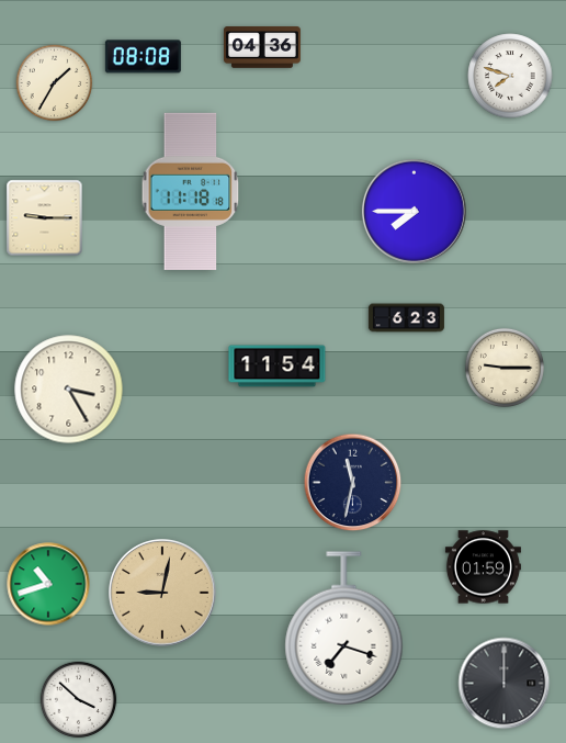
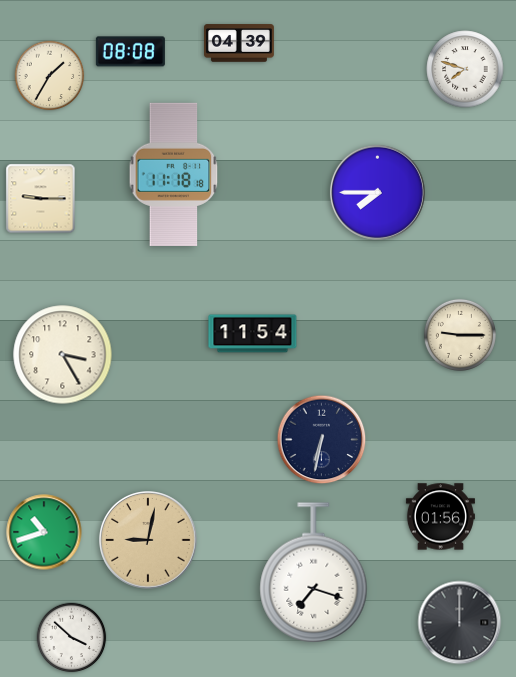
clock at (262, 47): 04:36 -> 04:39
clock at (406, 318): 6:23 -> none
clock at (353, 483): 11:32 -> 6:32
clock at (483, 567): 01:59 -> 01:56
